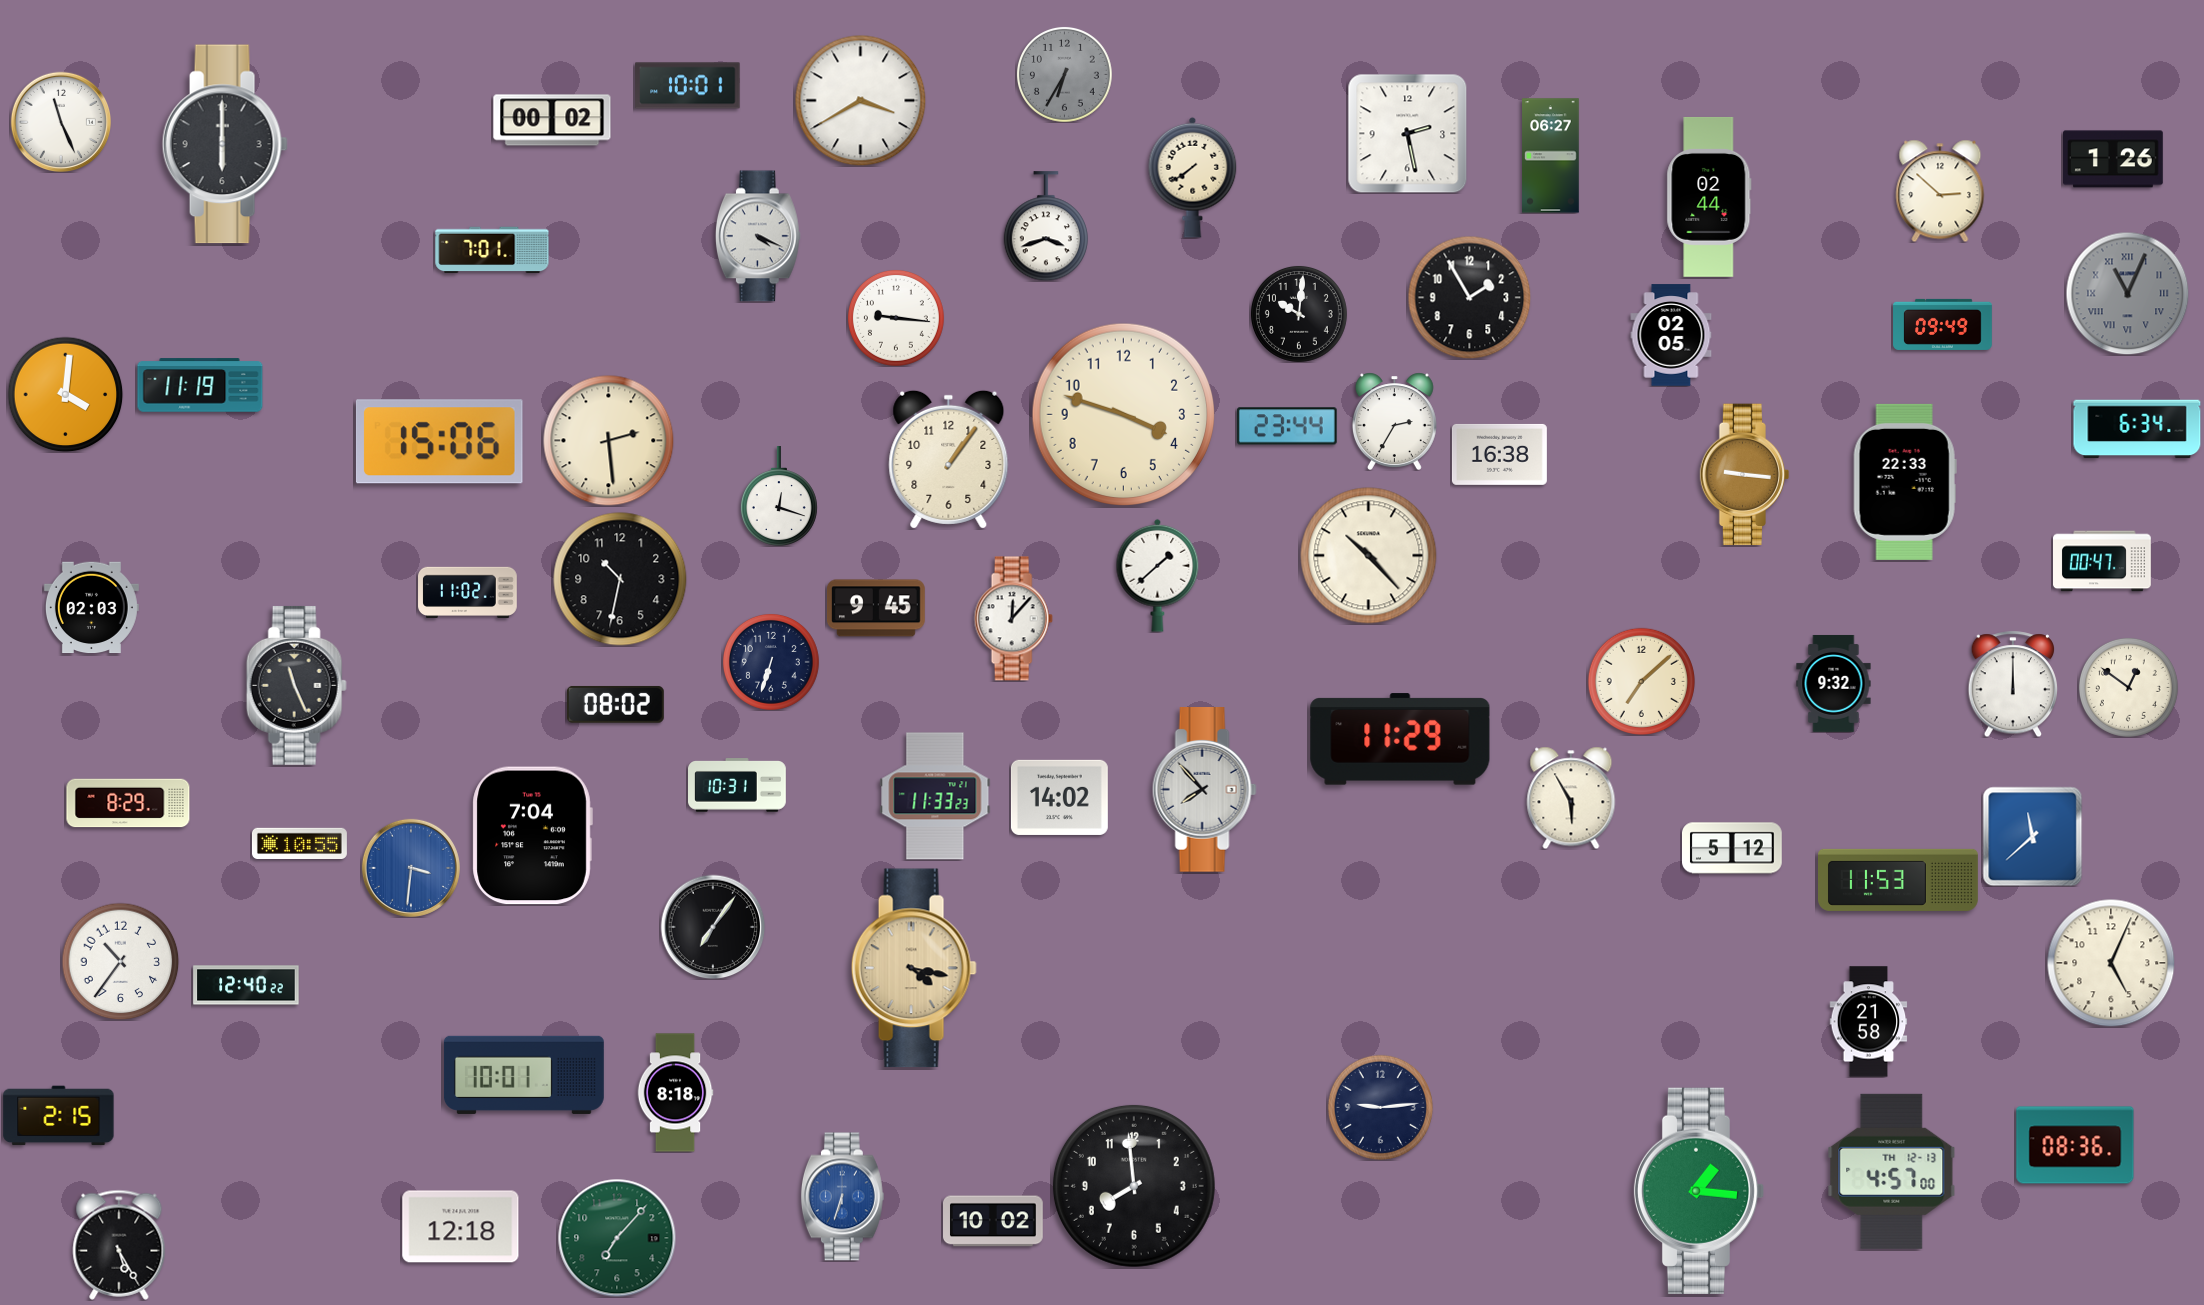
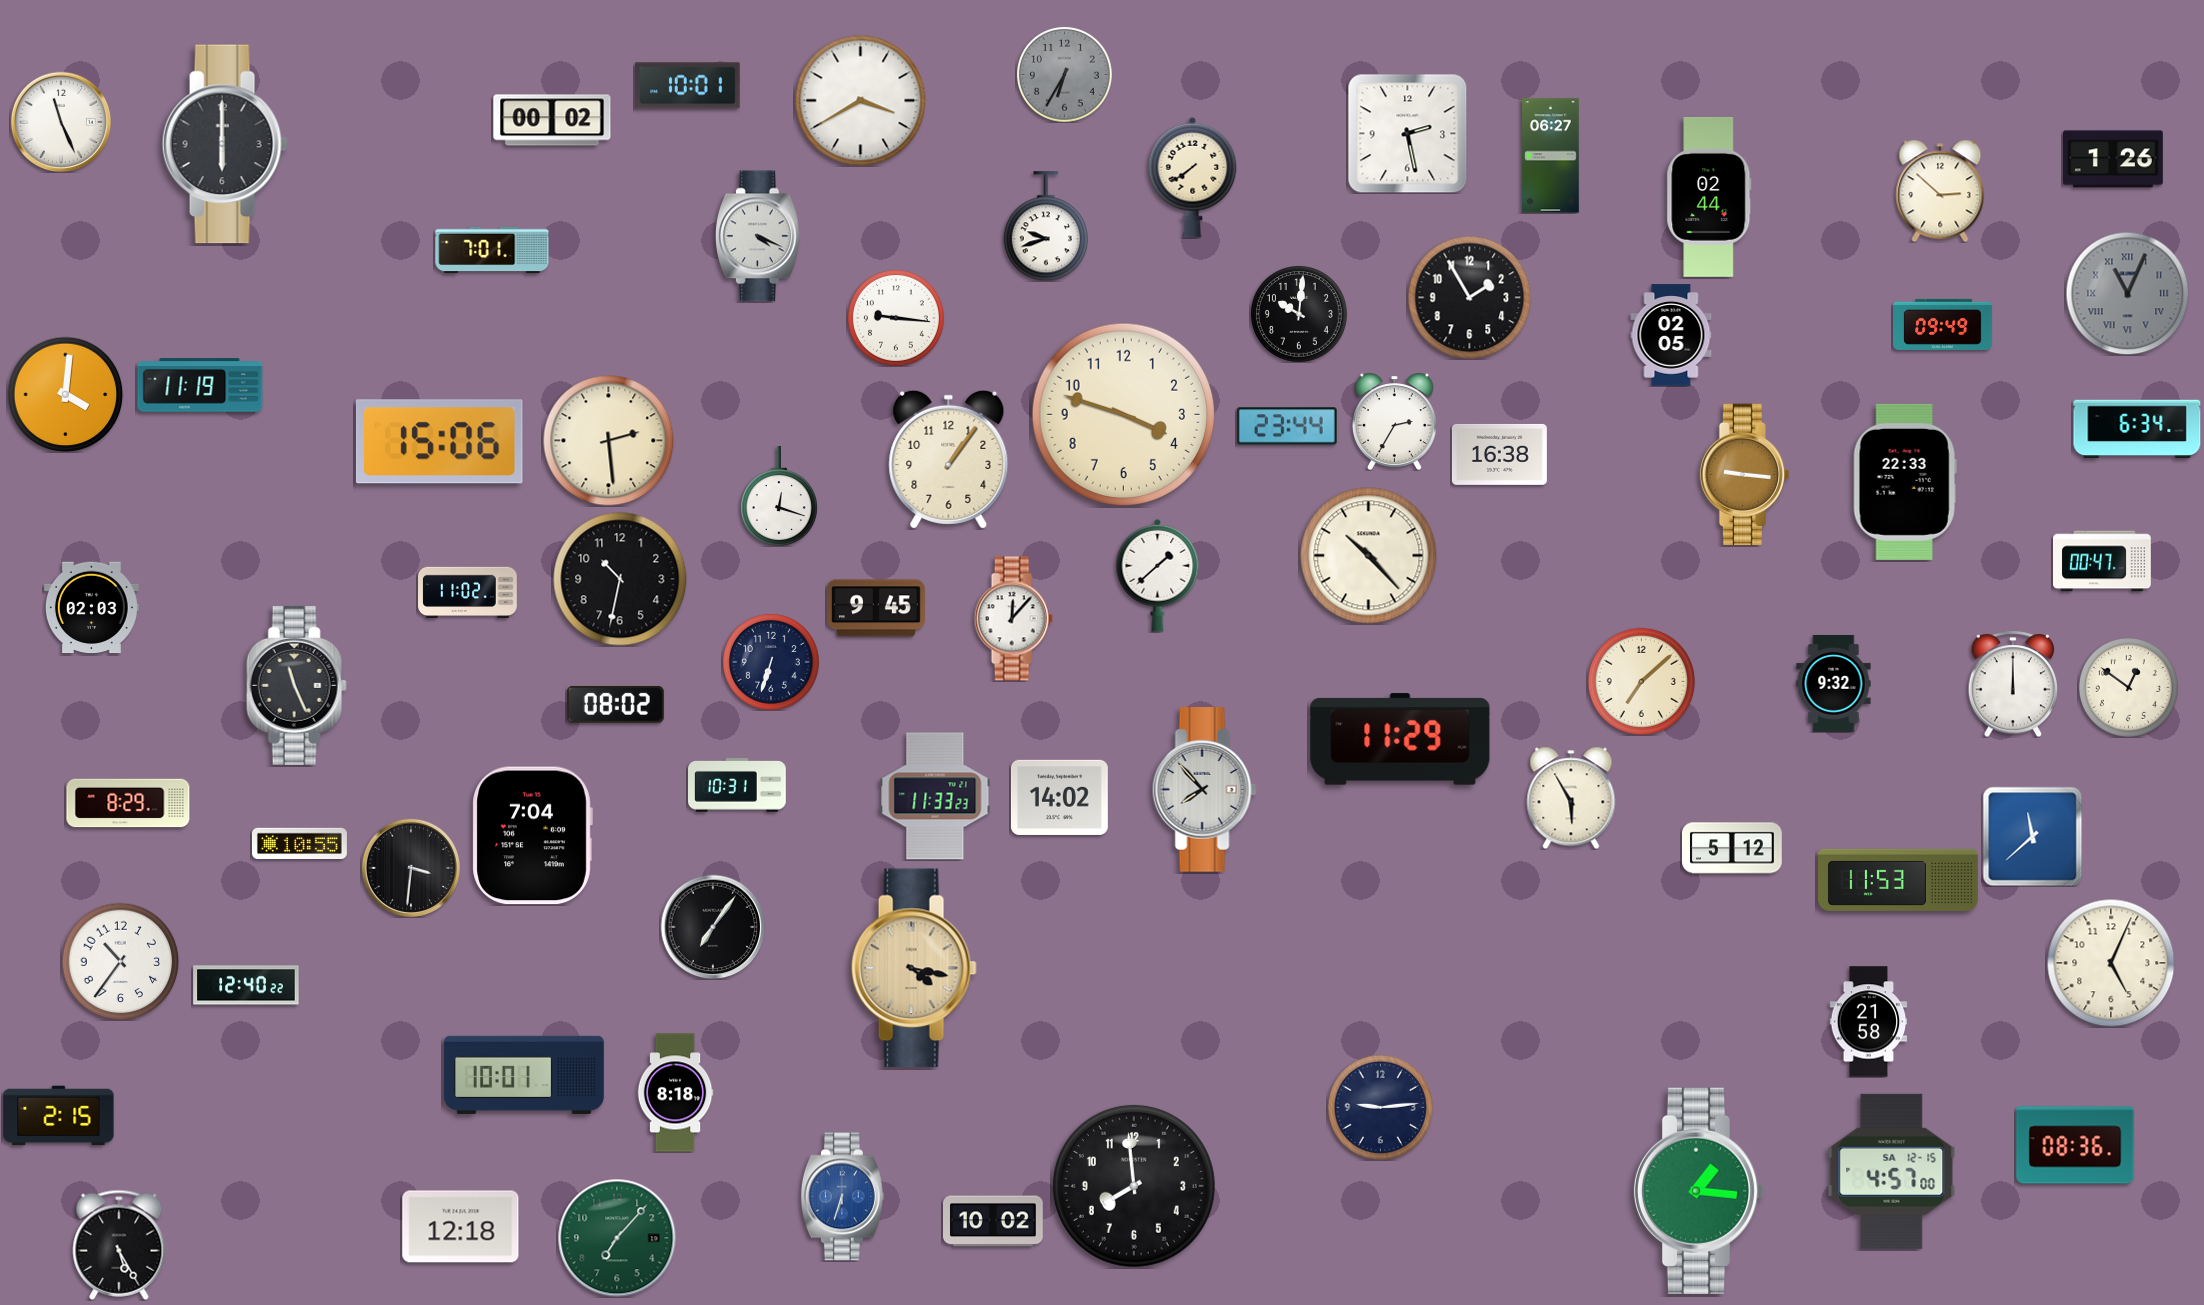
clock at (1046, 226): 3:42 -> 9:42
clock at (411, 868) dial: blue -> black
clock at (1892, 1171) date: TH 12-13 -> SA 12-15
